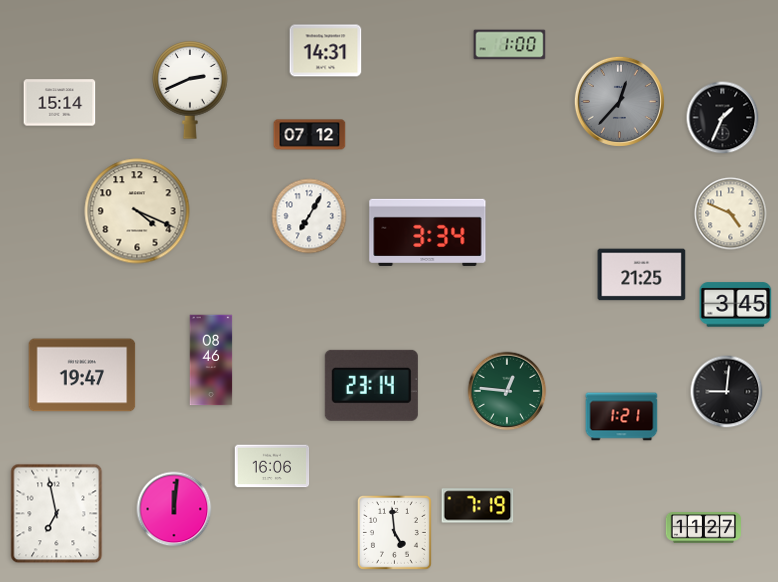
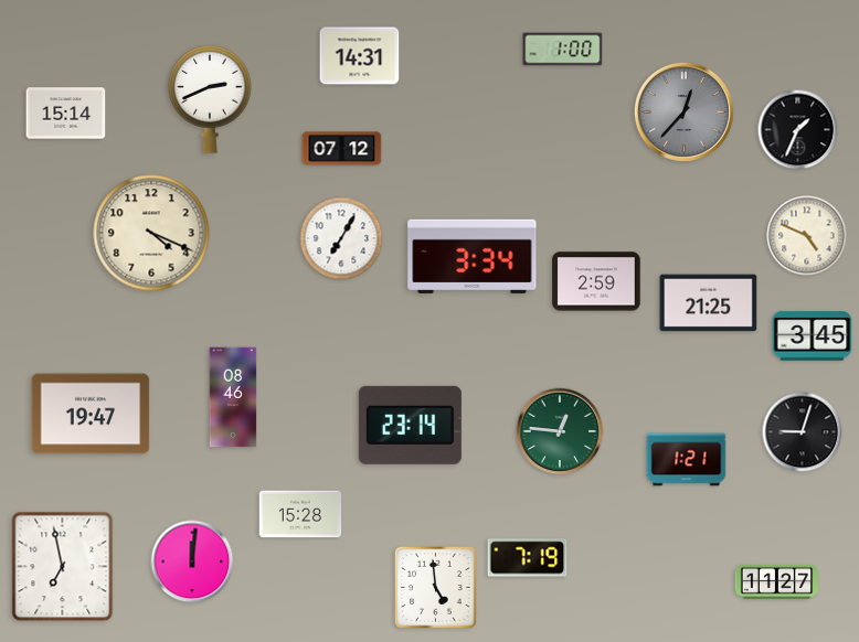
clock at (596, 281): none -> 2:59
clock at (727, 392): 9:01 -> 9:03
clock at (272, 466): 16:06 -> 15:28
